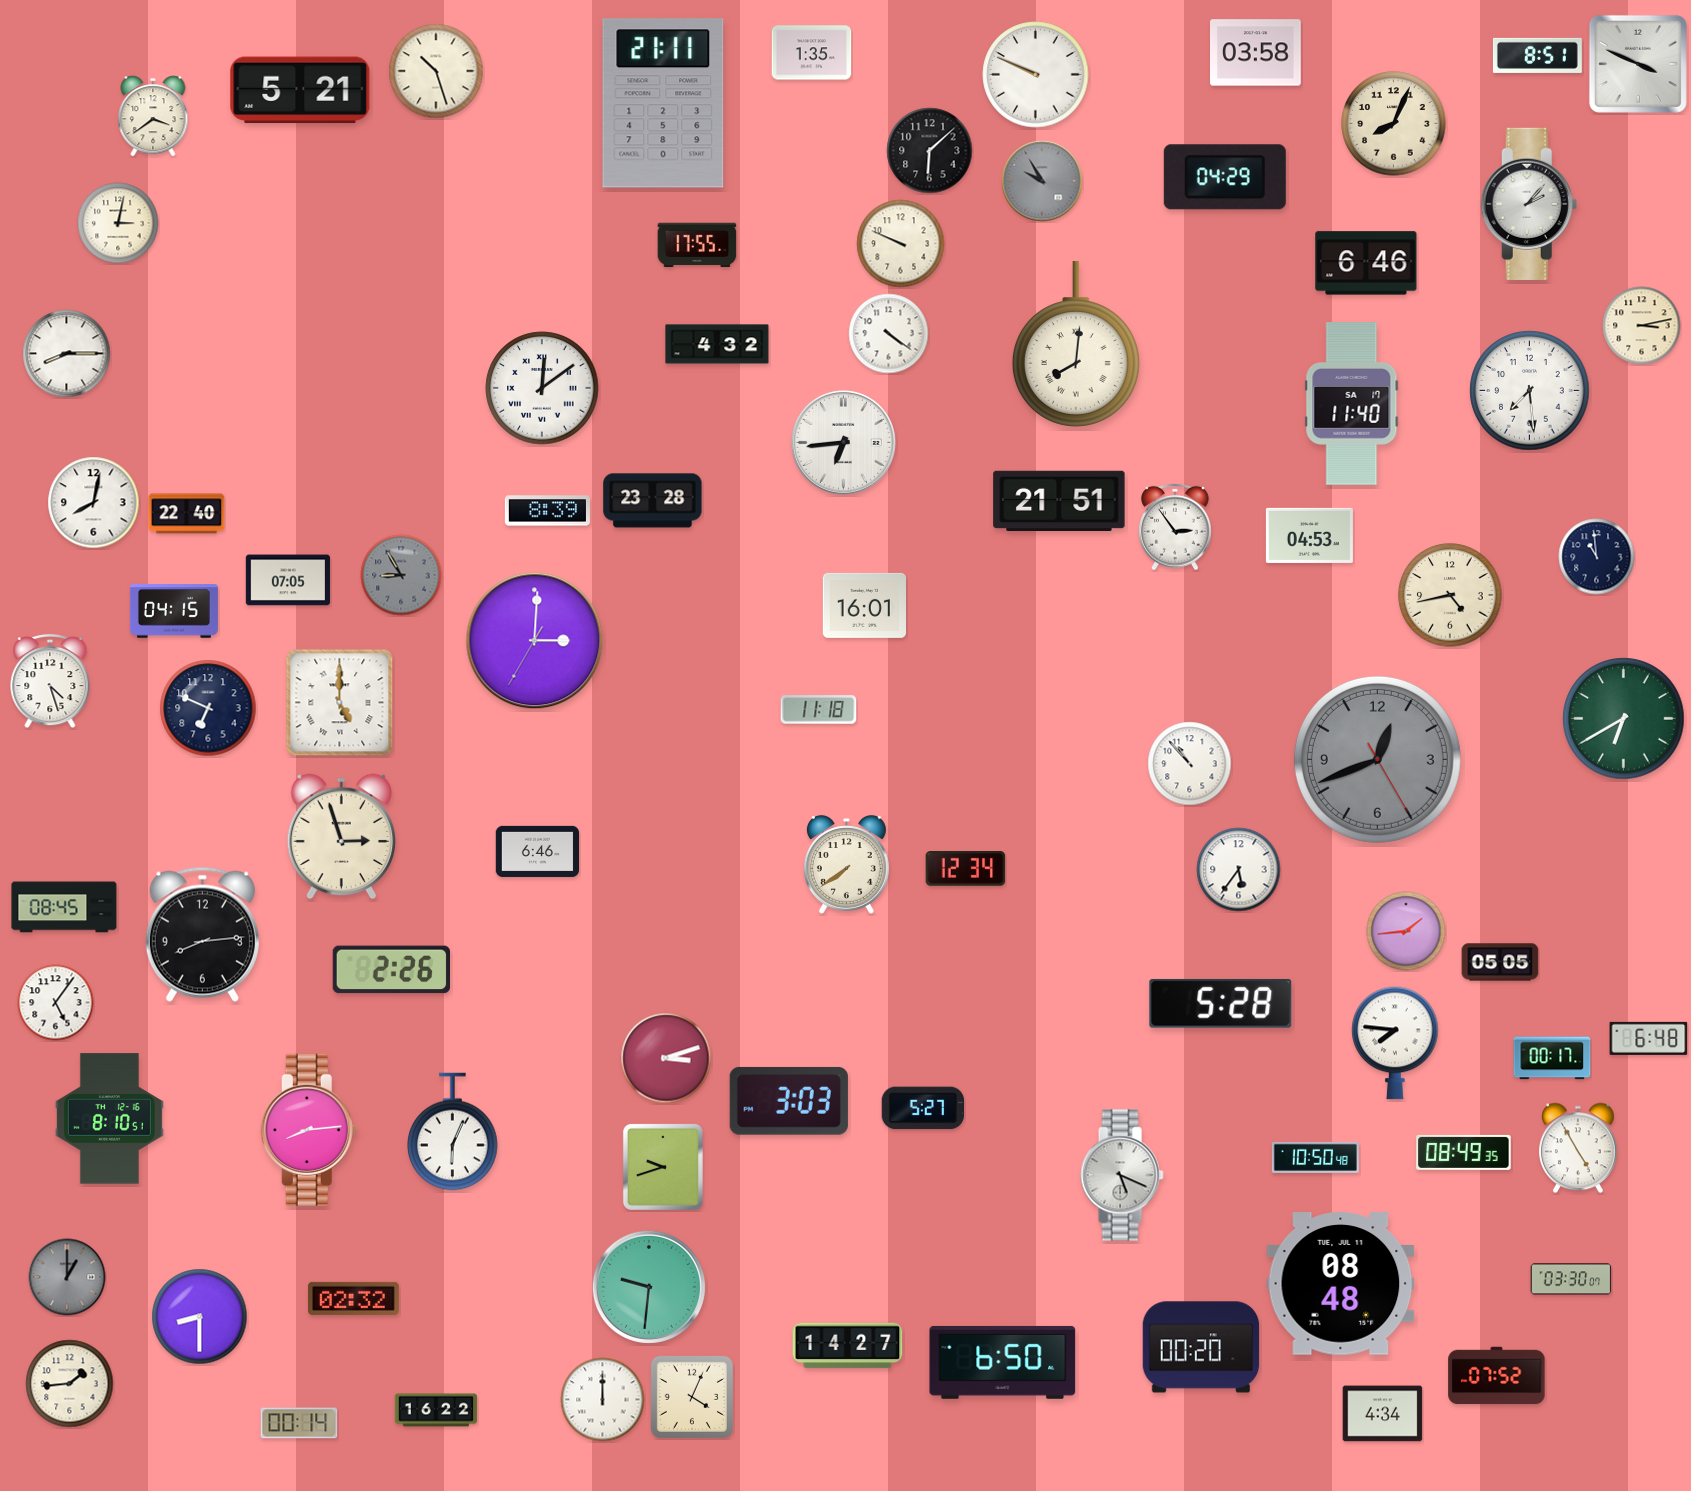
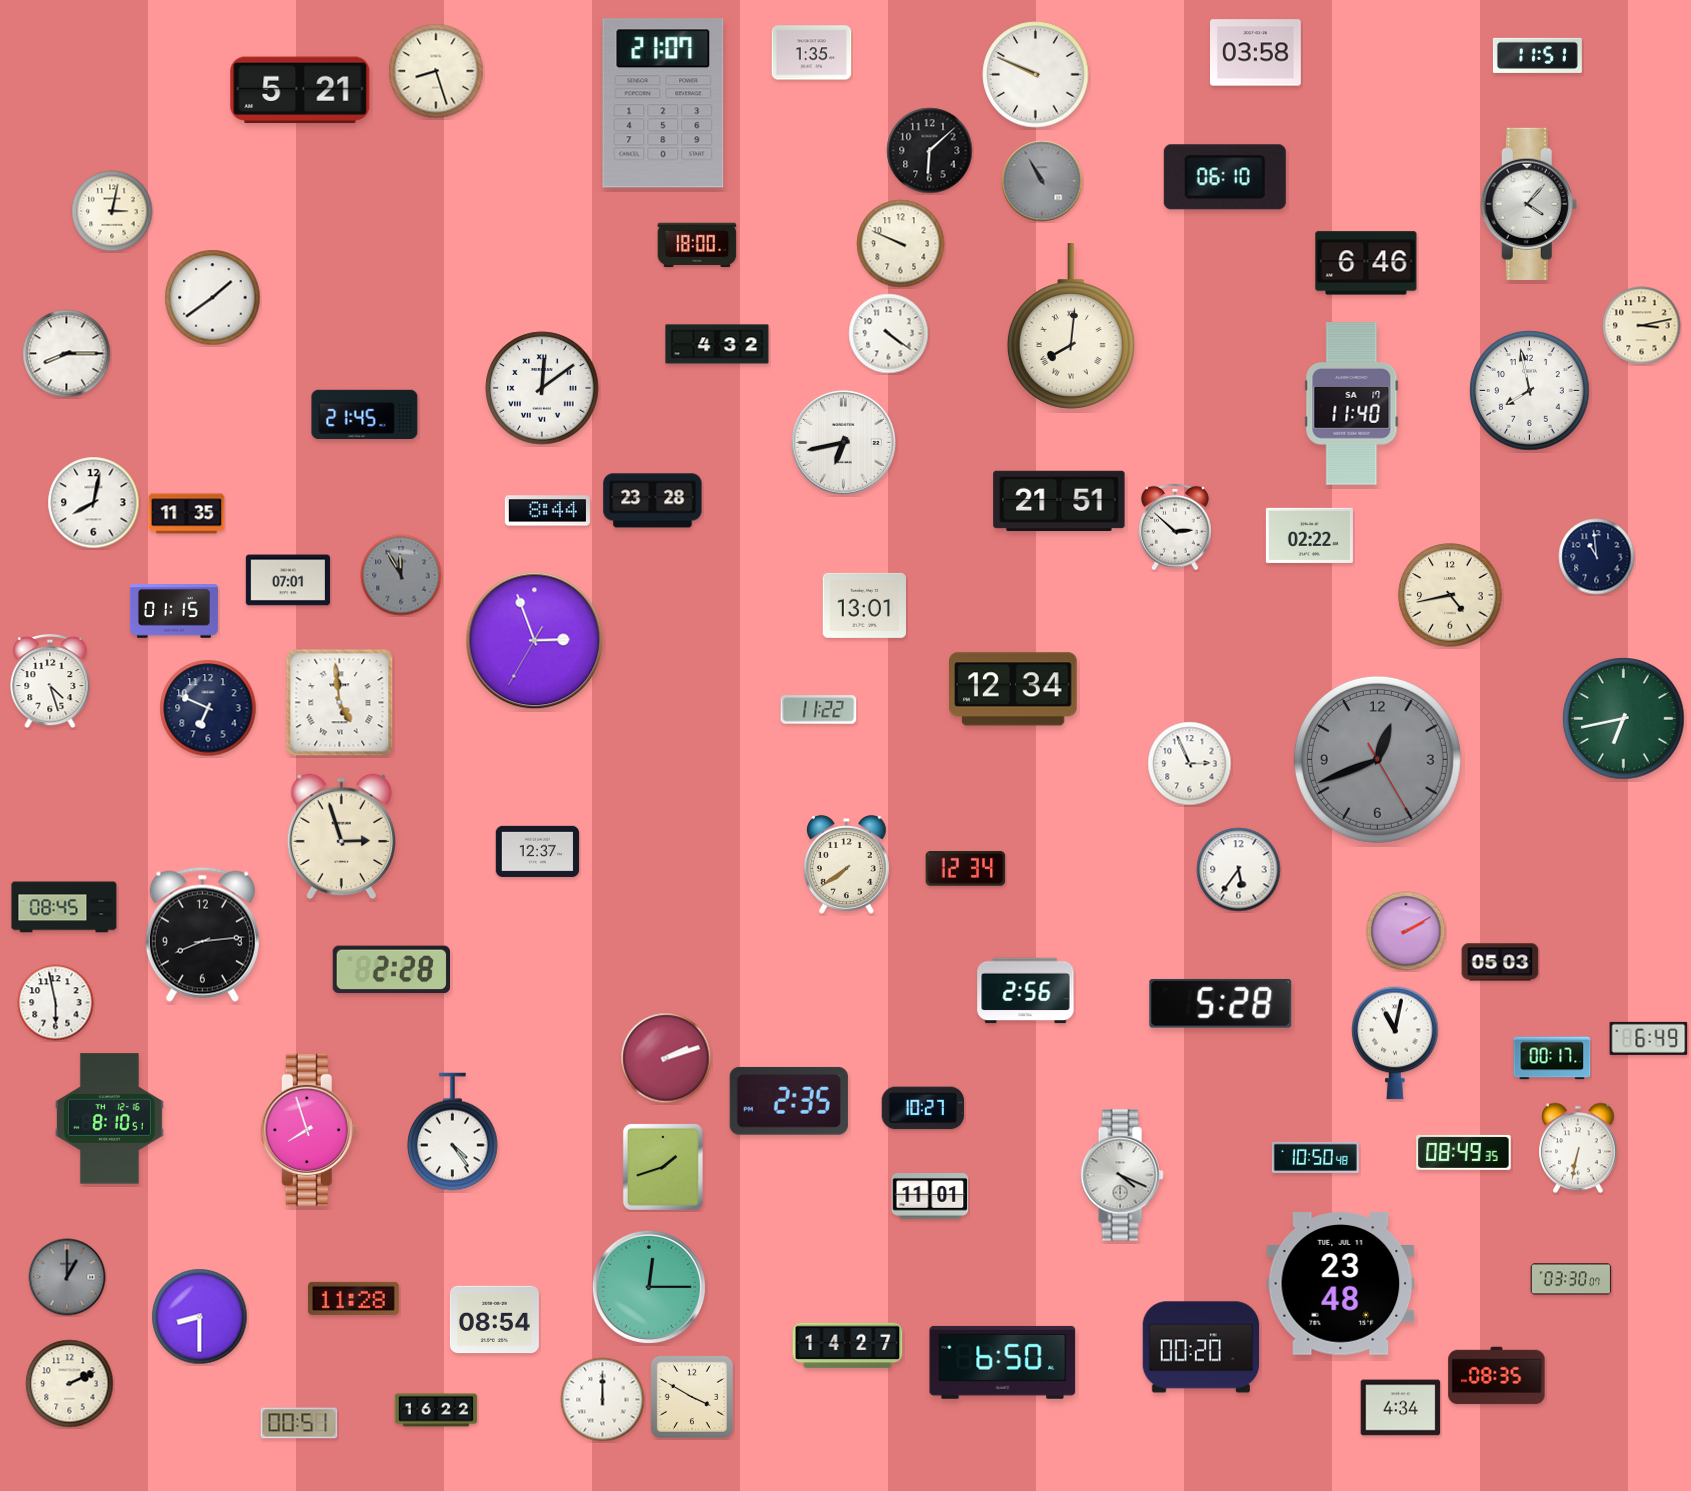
clock at (1537, 55): 8:51 -> 11:51
clock at (1638, 64): 3:49 -> none
clock at (436, 71): 10:27 -> 8:27
clock at (663, 103): 21:11 -> 21:07
clock at (153, 116): 3:39 -> none
clock at (1394, 124): 8:04 -> none
clock at (1225, 177): 04:29 -> 06:10
clock at (1042, 181): 9:55 -> 10:55
clock at (1529, 204): 2:07 -> 4:07
clock at (118, 223) position: (118, 223) -> (112, 211)
clock at (697, 245): 17:55 -> 18:00
clock at (213, 298): none -> 1:39
clock at (1076, 344) position: (1076, 344) -> (1071, 326)
clock at (1530, 391): 7:29 -> 7:58
clock at (365, 414): none -> 21:45
clock at (843, 442): 6:44 -> 6:43
clock at (547, 511): 8:39 -> 8:44
clock at (187, 514): 22:40 -> 11:35
clock at (1175, 527): 2:54 -> 2:52
clock at (1309, 535): 04:53 -> 02:22
clock at (401, 575): 8:55 -> 11:55
clock at (287, 580): 07:05 -> 07:01
clock at (865, 605): 16:01 -> 13:01
clock at (174, 611): 04:15 -> 01:15
clock at (535, 641): 3:00 -> 2:56
clock at (1014, 689): none -> 12:34
clock at (340, 703): 5:00 -> 4:59
clock at (819, 710): 11:18 -> 11:22
clock at (1624, 719): 6:40 -> 6:43
clock at (1190, 764): 10:53 -> 2:56
clock at (538, 851): 6:46 -> 12:37
clock at (1406, 931): 1:44 -> 2:10
clock at (1500, 962): 05:05 -> 05:03
clock at (391, 970): 2:26 -> 2:28
clock at (1026, 991): none -> 2:56
clock at (56, 1003): 5:06 -> 5:58
clock at (1649, 1038): 6:48 -> 6:49
clock at (1395, 1043): 7:46 -> 11:02
clock at (666, 1058): 3:12 -> 2:12
clock at (789, 1101): 3:03 -> 2:35
clock at (922, 1108): 5:27 -> 10:27
clock at (309, 1130): 8:14 -> 7:57
clock at (453, 1132): 6:04 -> 4:24
clock at (1579, 1148): 4:55 -> 6:32
clock at (663, 1167): 9:42 -> 1:42
clock at (1122, 1175): 5:19 -> 4:19
clock at (930, 1196): none -> 11:01
clock at (1341, 1284): 08:48 -> 23:48
clock at (649, 1287): 9:31 -> 12:15
clock at (354, 1298): 02:32 -> 11:28
clock at (494, 1320): none -> 08:54
clock at (1497, 1376): 07:52 -> 08:35
clock at (70, 1384): 1:44 -> 2:11
clock at (692, 1397): 4:04 -> 3:50
clock at (1383, 1414) position: (1383, 1414) -> (1401, 1408)
clock at (299, 1423): 00:14 -> 00:51
